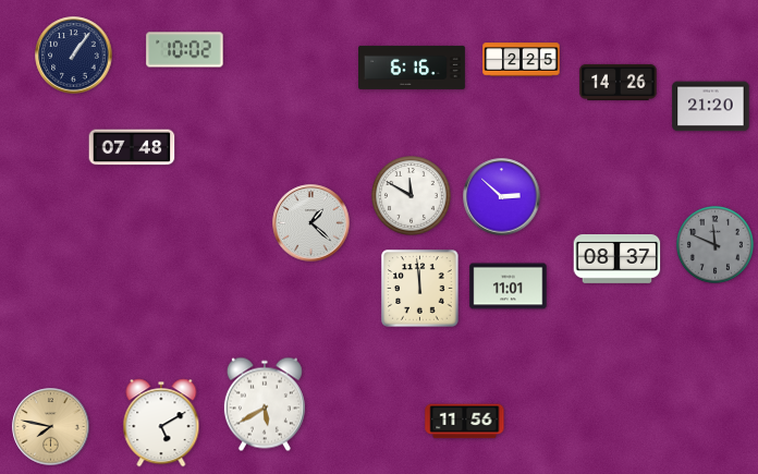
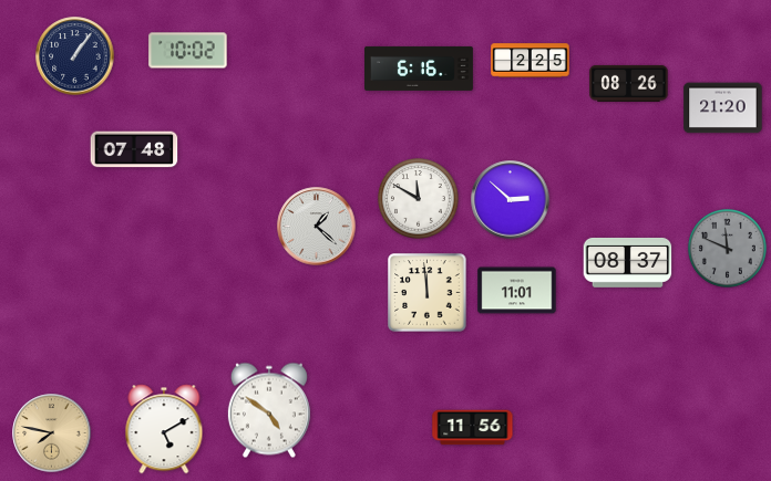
clock at (619, 82): 14:26 -> 08:26
clock at (265, 404): 5:40 -> 4:51
